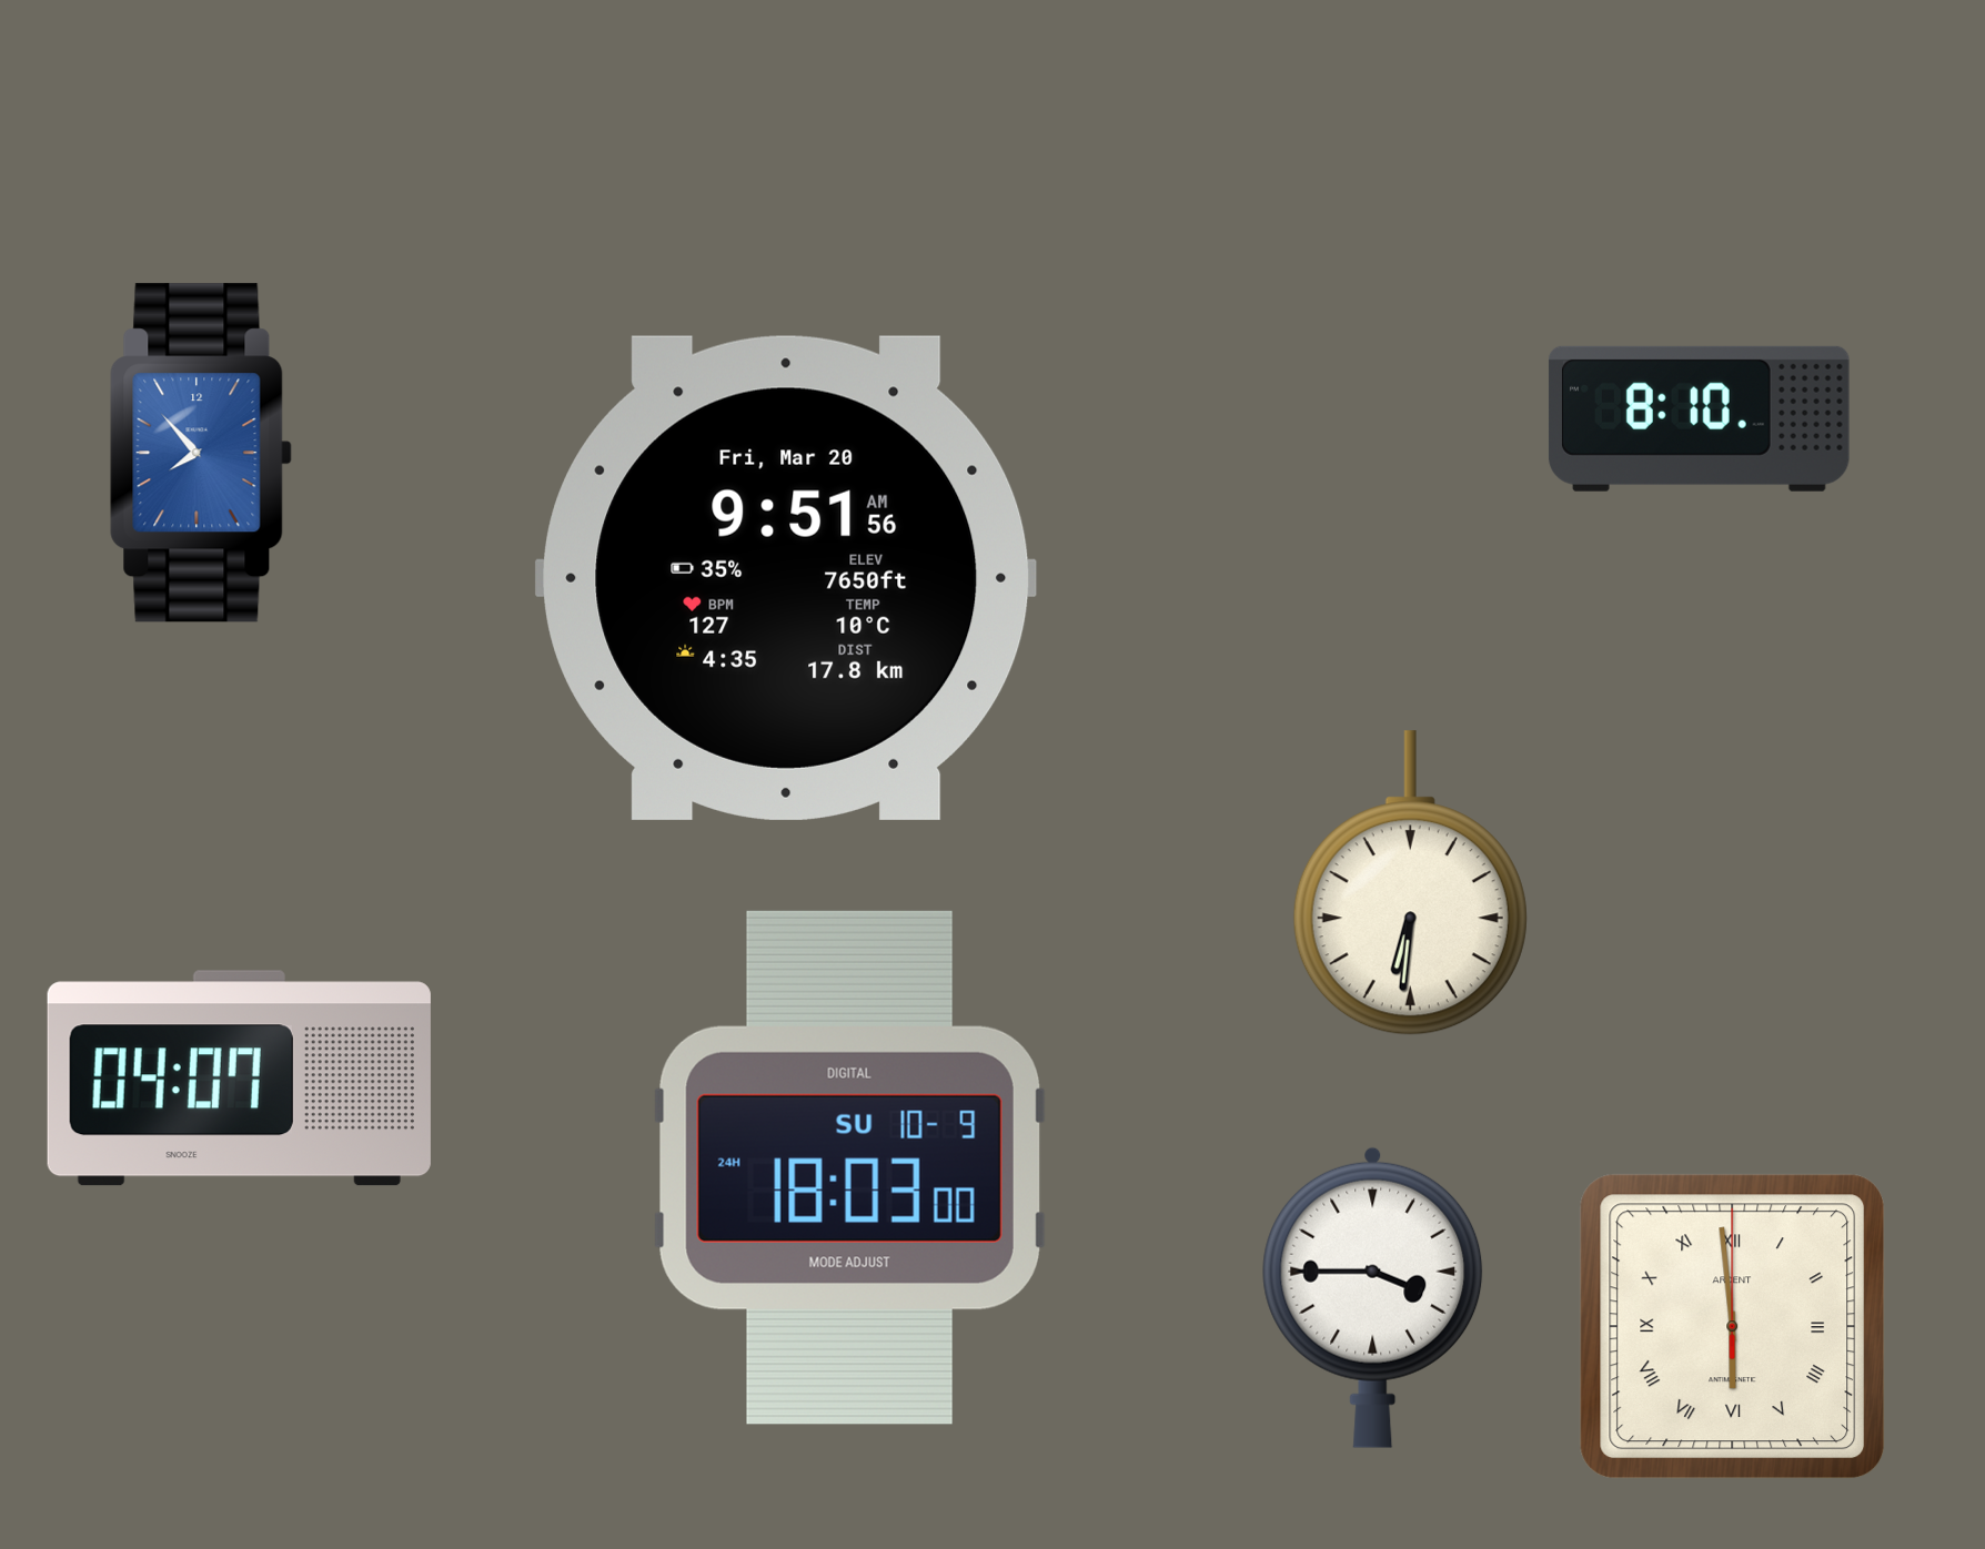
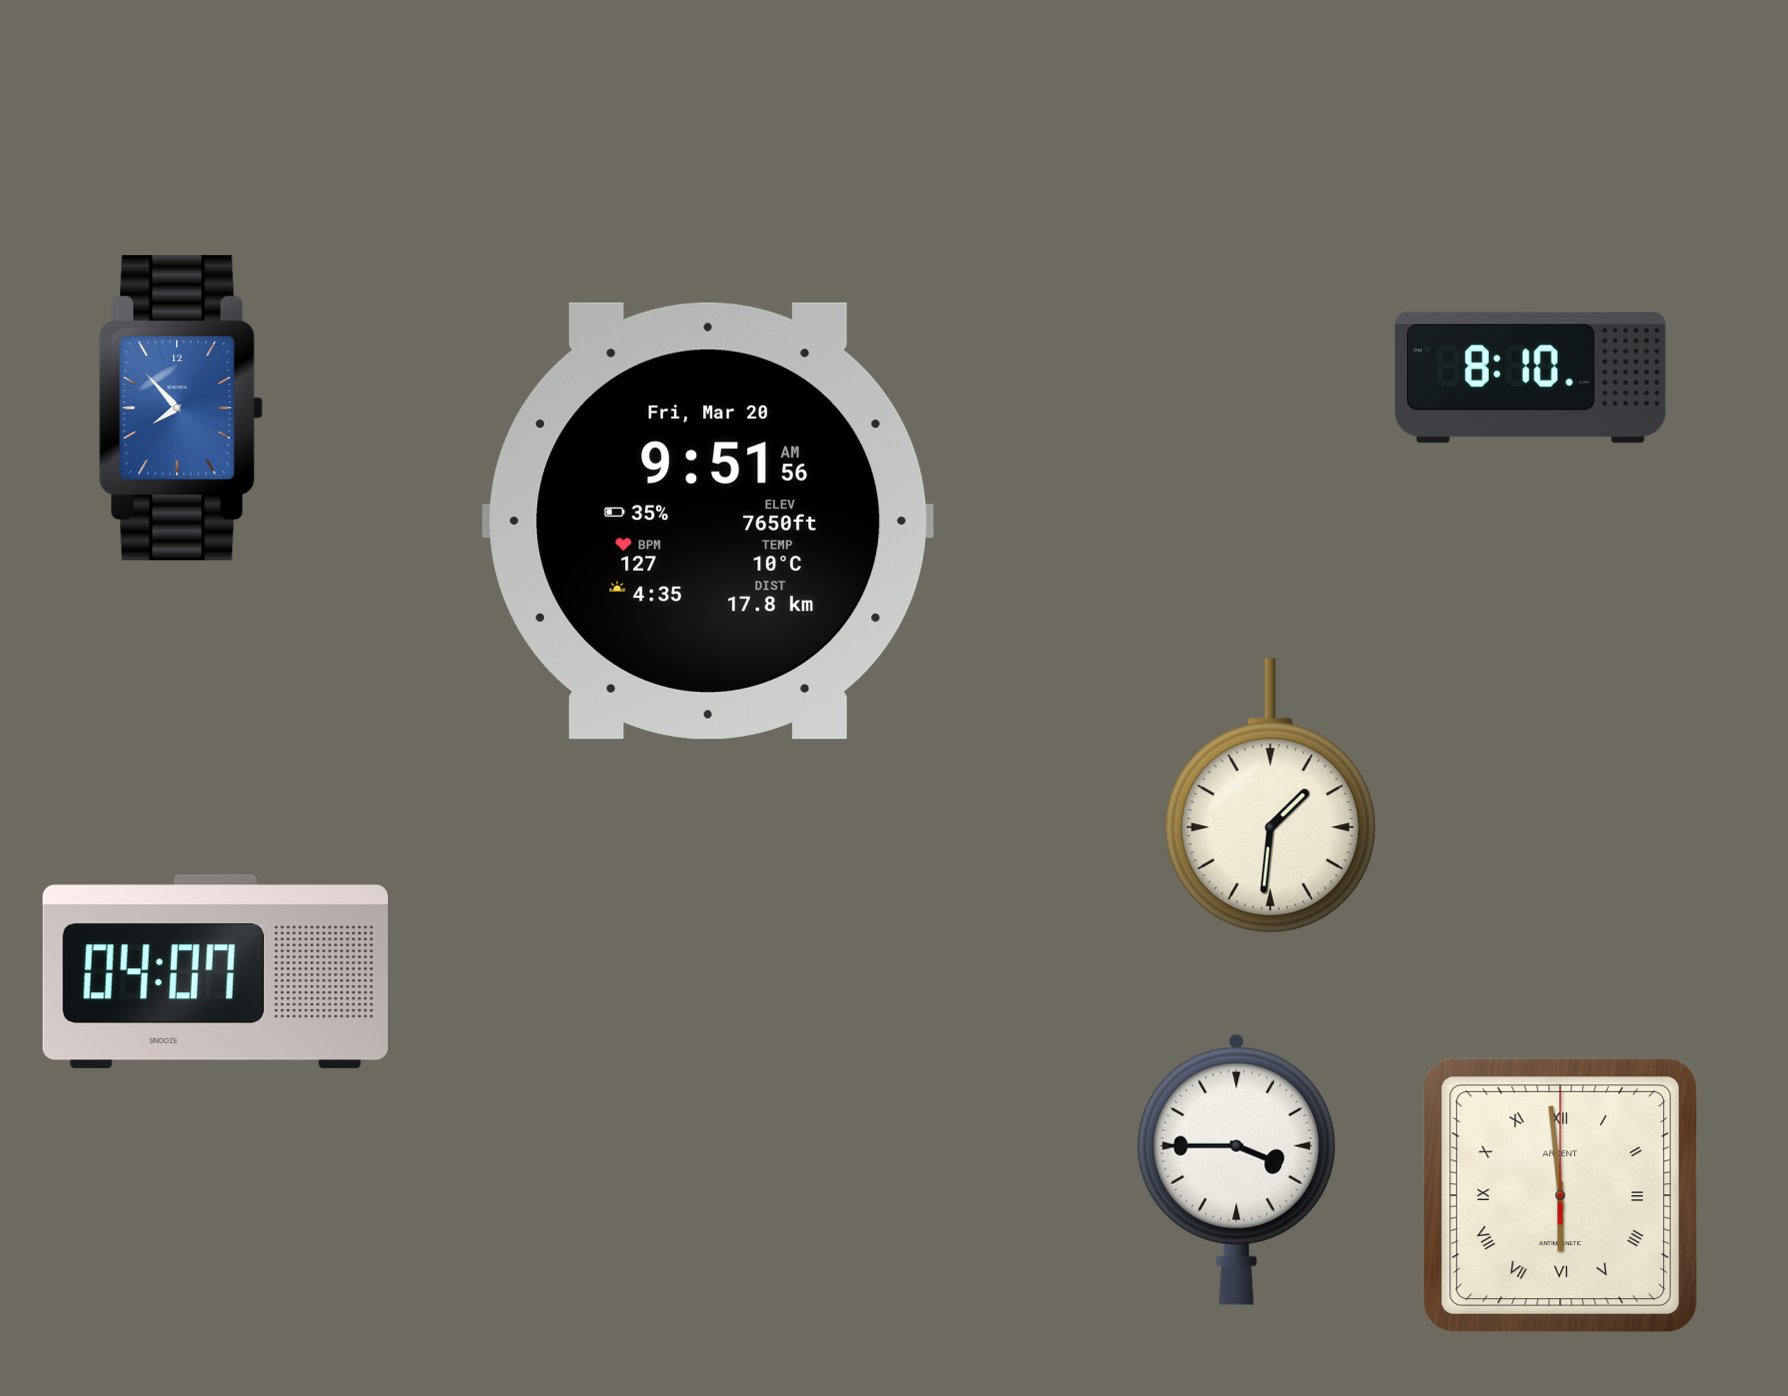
clock at (1410, 883): 6:31 -> 1:31
clock at (849, 1167): 18:03 -> none
